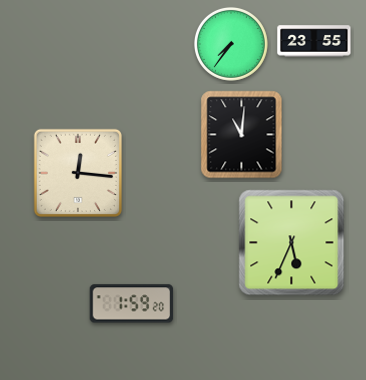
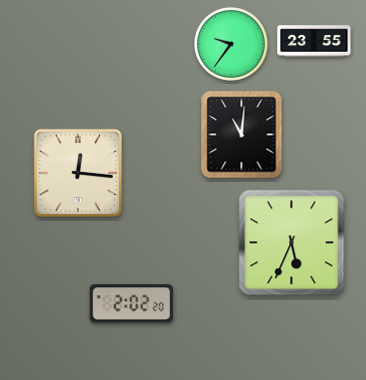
clock at (231, 44): 7:36 -> 9:36
clock at (132, 304): 1:59 -> 2:02
